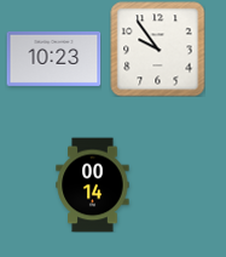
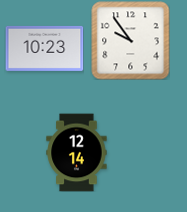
clock at (93, 184): 00:14 -> 12:14
